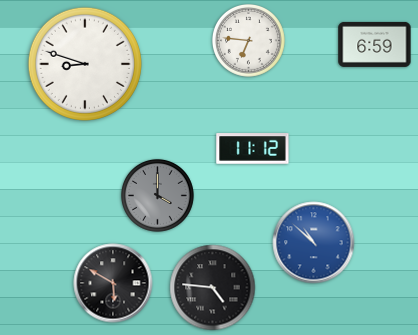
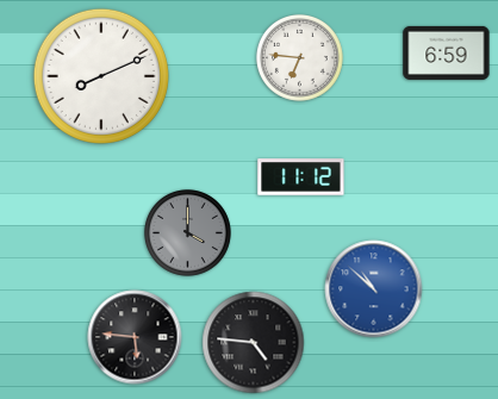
clock at (248, 40) position: (248, 40) -> (299, 57)
clock at (85, 64): 8:48 -> 8:11
clock at (113, 283): 5:50 -> 5:46
